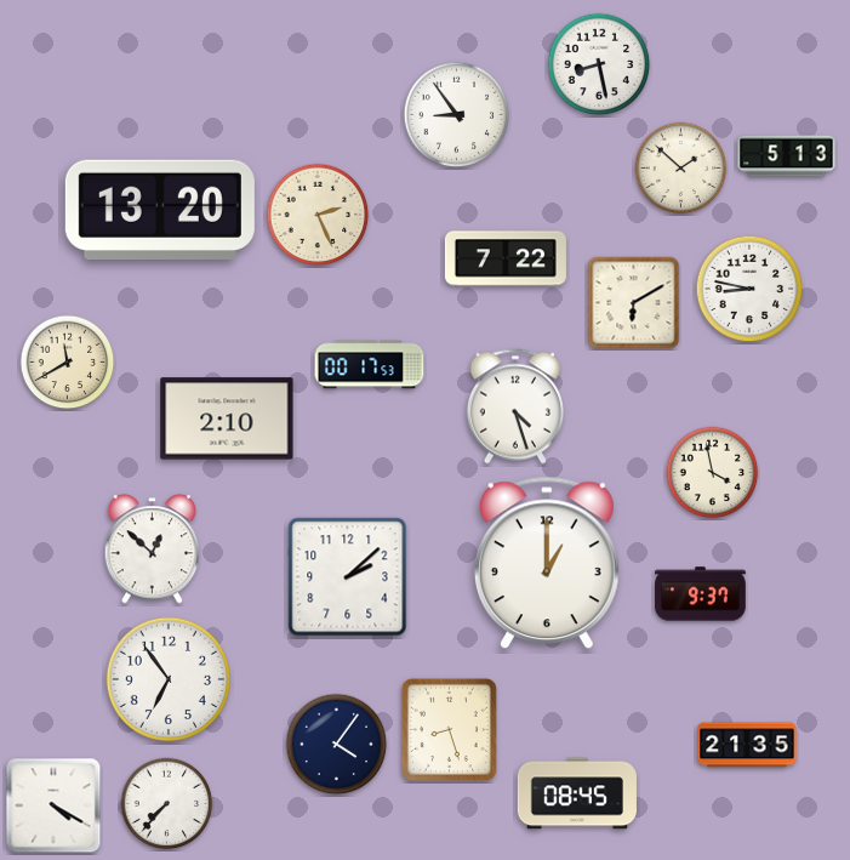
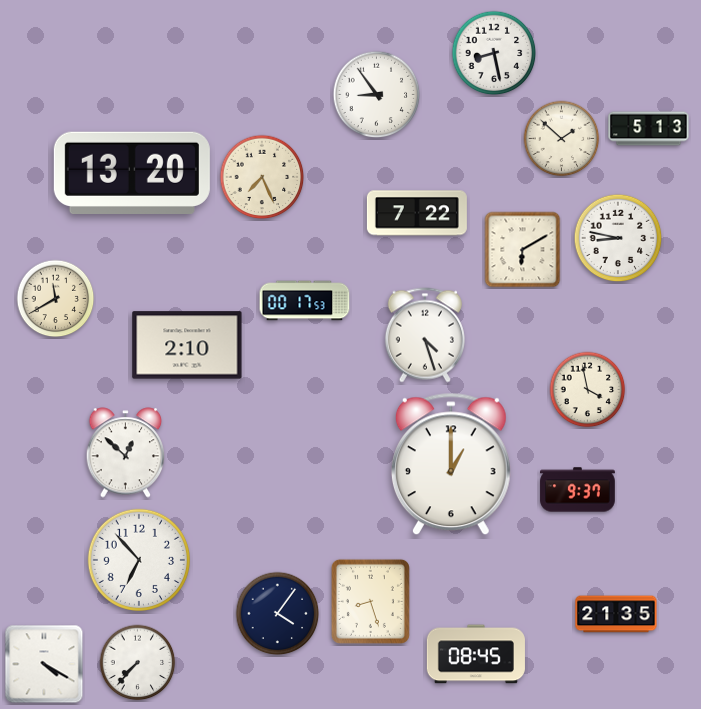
clock at (318, 215): 2:26 -> 7:26
clock at (348, 577): 2:08 -> none
clock at (169, 679): 6:54 -> 6:53
